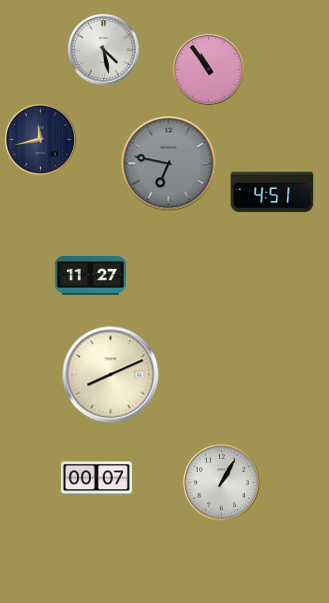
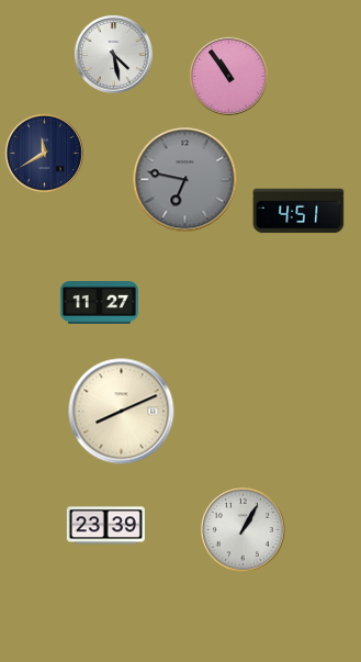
clock at (40, 139): 11:43 -> 11:40
clock at (96, 479): 00:07 -> 23:39
